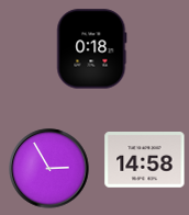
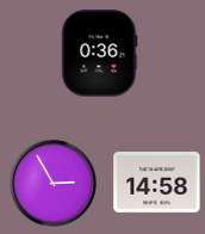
clock at (92, 49): 0:18 -> 0:36
clock at (145, 160) position: (145, 160) -> (157, 183)
